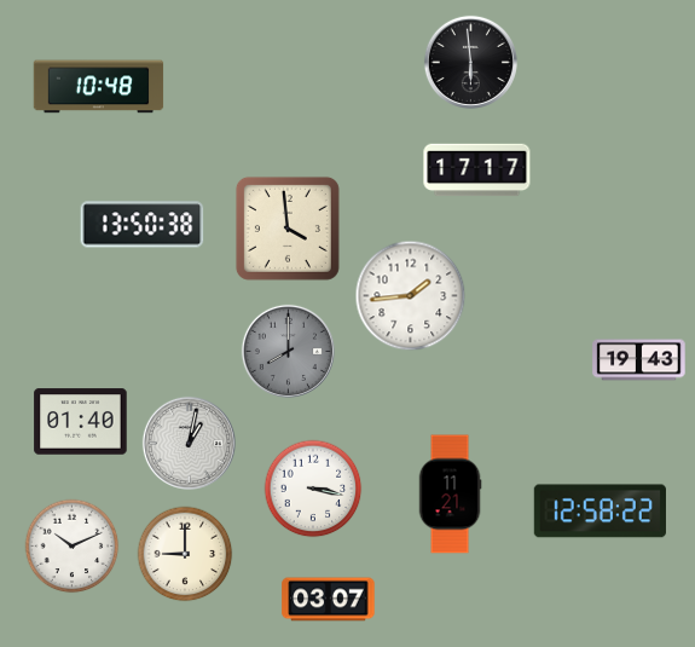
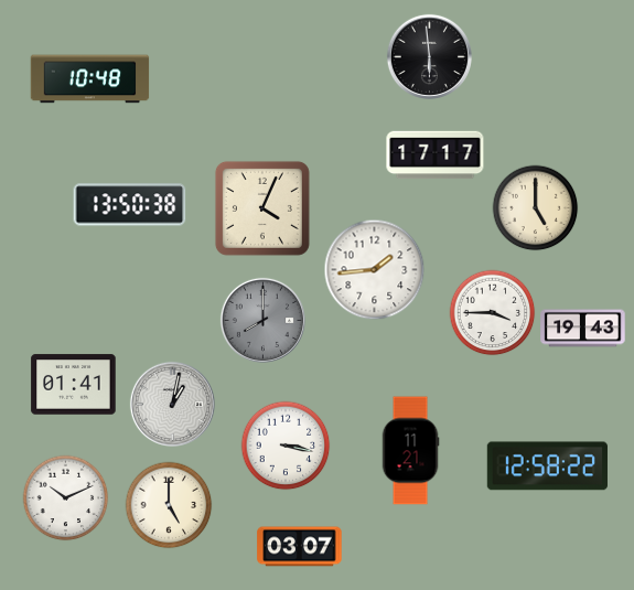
clock at (535, 207): none -> 5:00
clock at (288, 229): 3:59 -> 4:04
clock at (492, 312): none -> 3:45
clock at (81, 422): 01:40 -> 01:41
clock at (185, 554): 9:00 -> 5:00
